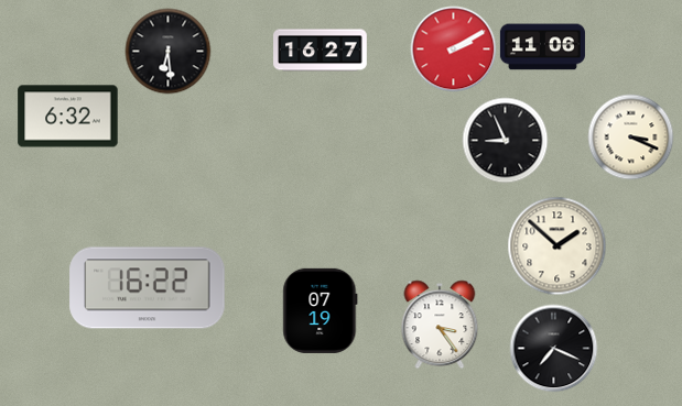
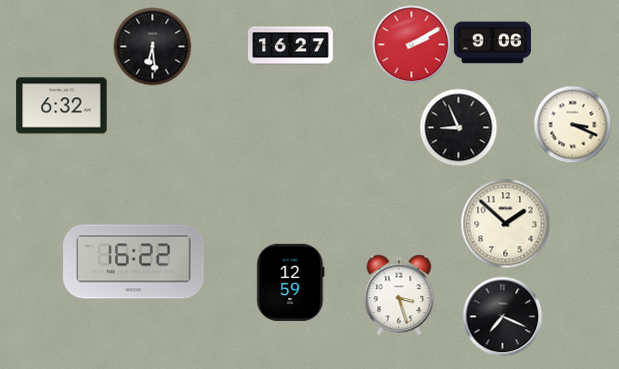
clock at (542, 47): 11:06 -> 9:06
clock at (321, 310): 07:19 -> 12:59
clock at (440, 325): 3:24 -> 3:27
